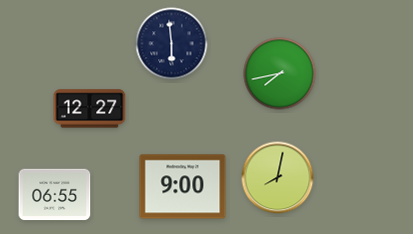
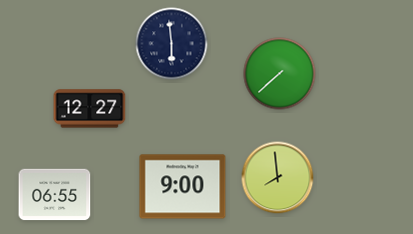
clock at (280, 74): 7:43 -> 7:38
clock at (278, 178): 8:02 -> 7:59
